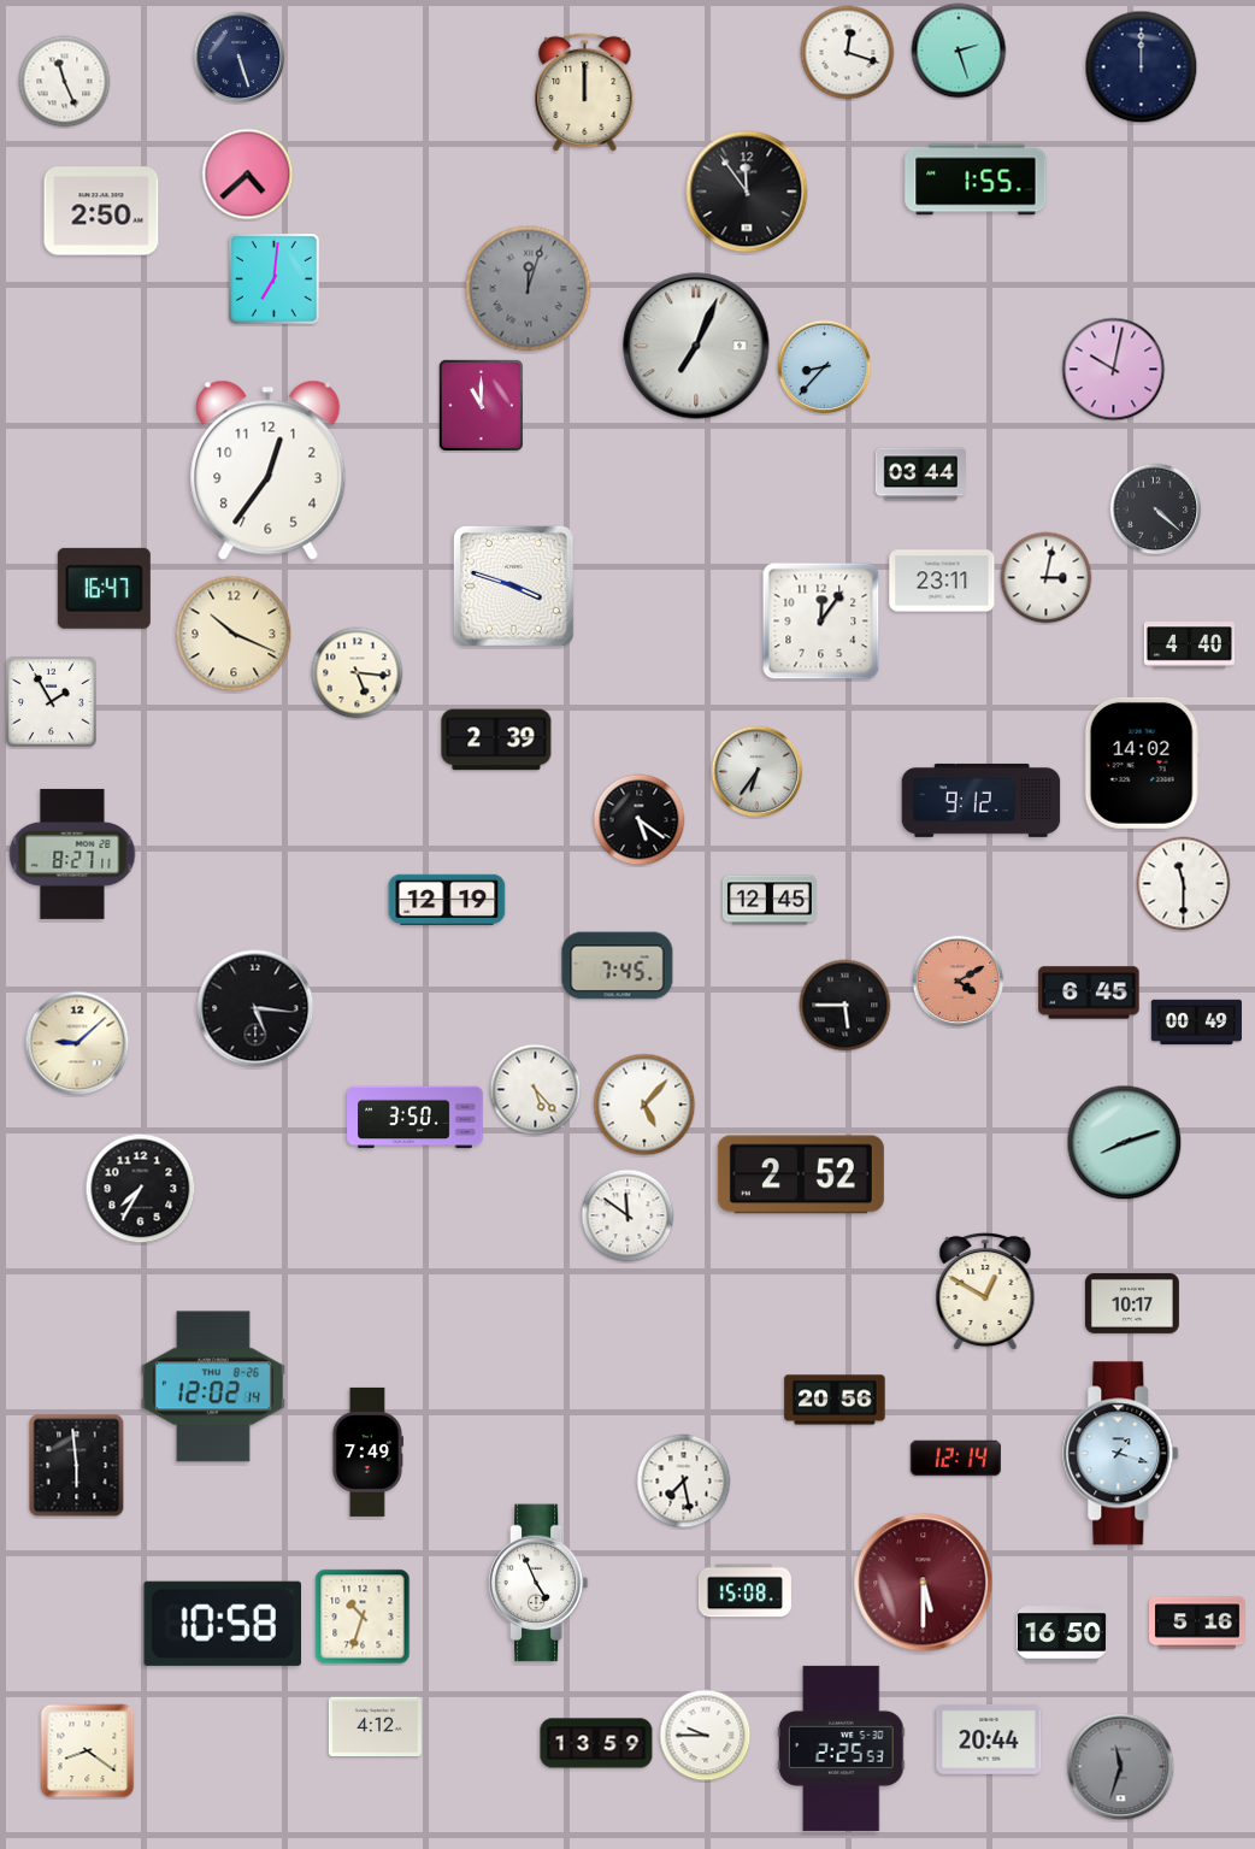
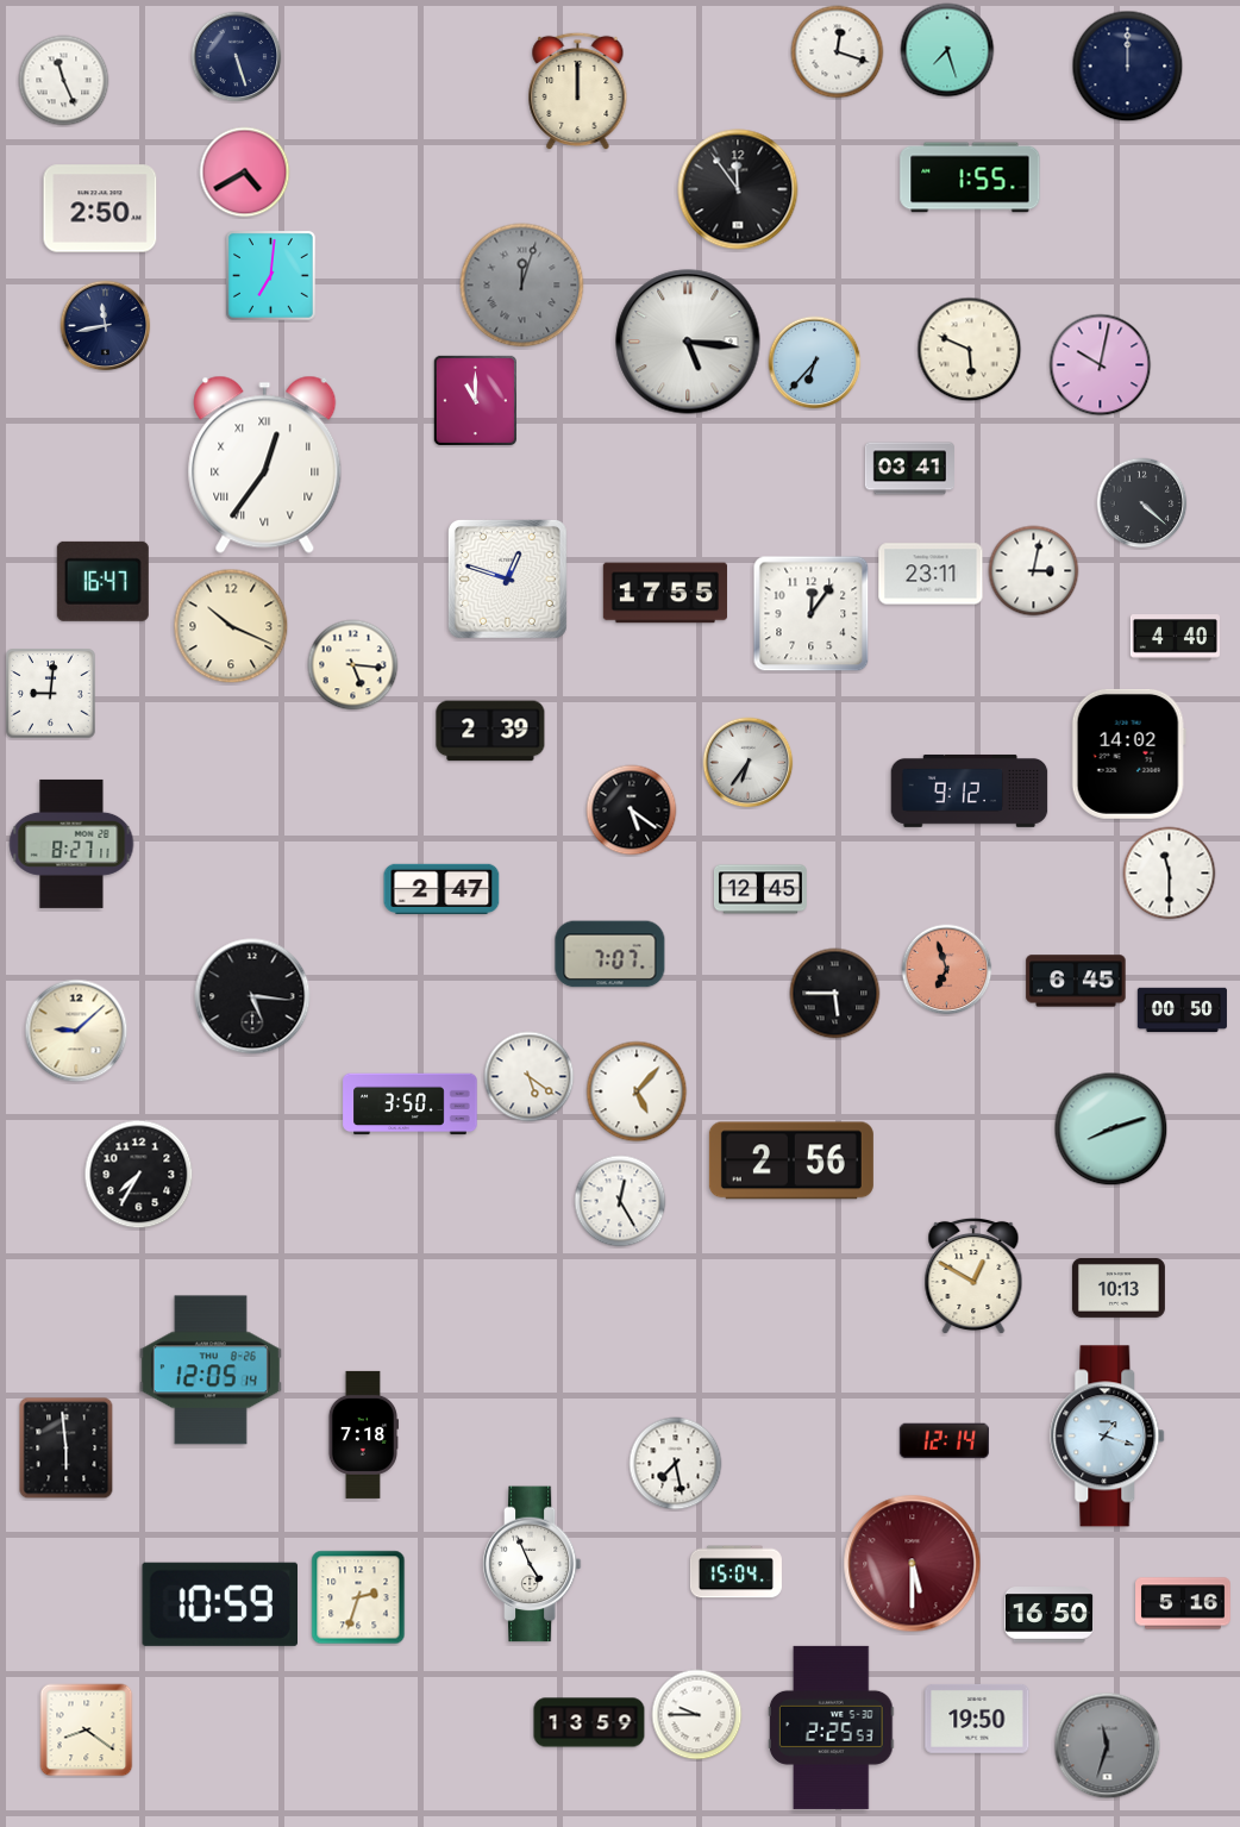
clock at (959, 51): 2:27 -> 7:27
clock at (248, 175): 4:38 -> 4:40
clock at (976, 179) position: (976, 179) -> (970, 177)
clock at (106, 326): none -> 11:43
clock at (696, 346): 7:04 -> 5:16
clock at (970, 350): none -> 5:49
clock at (825, 367): 8:37 -> 6:37
clock at (269, 470) numerals: Arabic -> Roman
clock at (920, 475): 03:44 -> 03:41
clock at (513, 585): 3:48 -> 12:48
clock at (664, 593): none -> 17:55
clock at (52, 702): 1:55 -> 9:01
clock at (447, 899): 12:19 -> 2:47
clock at (618, 966): 7:45 -> 7:07
clock at (959, 982): 4:10 -> 6:57
clock at (1196, 1023): 00:49 -> 00:50
clock at (536, 1090): 5:23 -> 5:21
clock at (801, 1174): 2:52 -> 2:56
clock at (627, 1215): 11:51 -> 12:25
clock at (1132, 1303): 10:17 -> 10:13
clock at (213, 1386): 12:02 -> 12:05
clock at (835, 1400): 20:56 -> none
clock at (366, 1451): 7:49 -> 7:18
clock at (77, 1466) position: (77, 1466) -> (67, 1449)
clock at (744, 1591): 15:08 -> 15:04
clock at (363, 1617): 10:33 -> 2:33
clock at (222, 1624): 10:58 -> 10:59
clock at (375, 1726): 4:12 -> none
clock at (989, 1739): 20:44 -> 19:50
